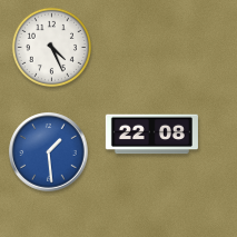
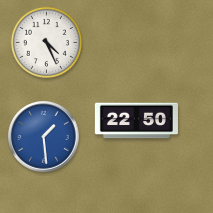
clock at (151, 135): 22:08 -> 22:50
